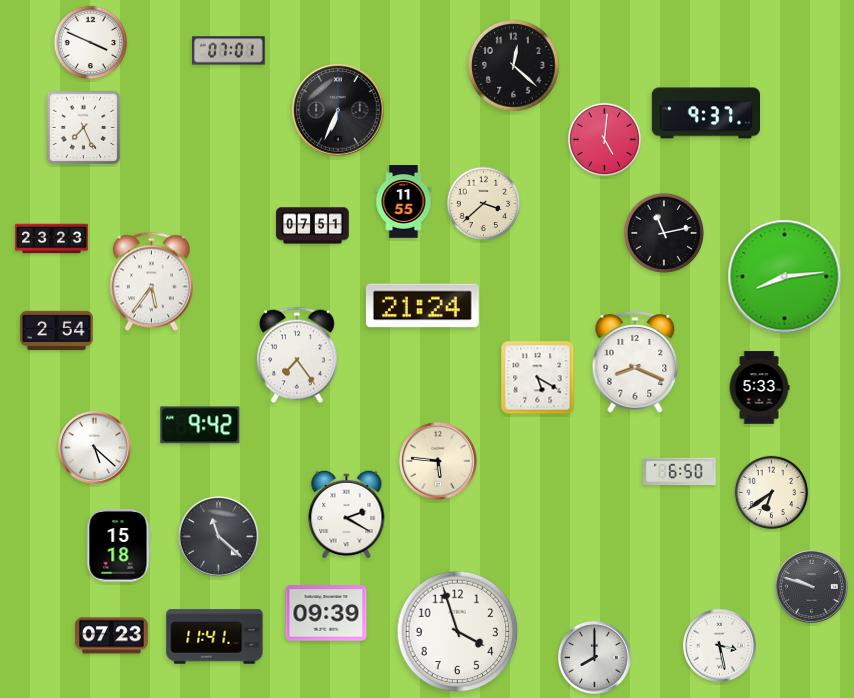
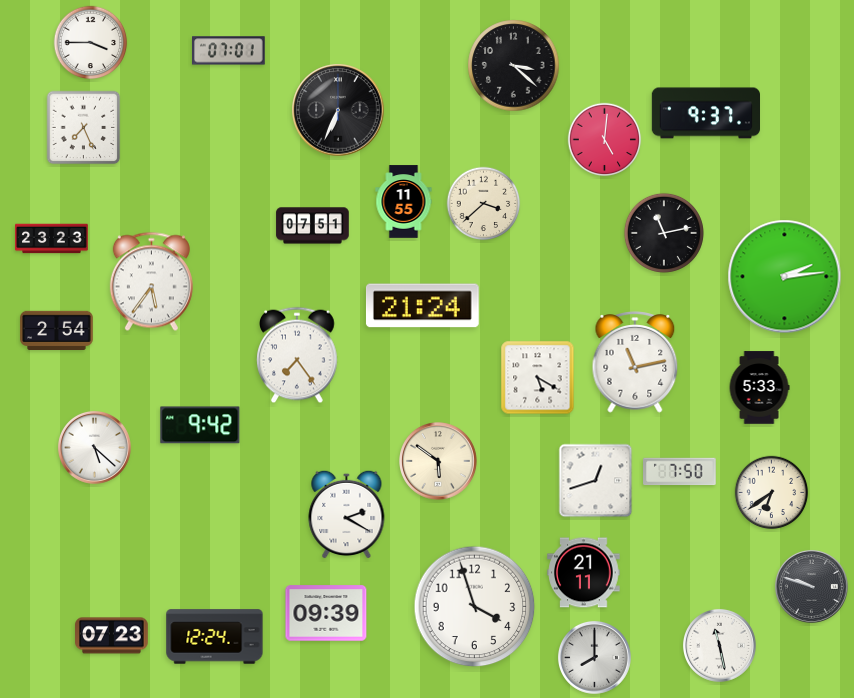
clock at (91, 43): 3:49 -> 3:45
clock at (514, 66): 12:22 -> 3:22
clock at (785, 277): 8:14 -> 2:14
clock at (635, 362): 8:19 -> 11:13
clock at (439, 462): 5:46 -> 5:51
clock at (680, 472): 6:50 -> 7:50
clock at (596, 481): none -> 12:42
clock at (219, 537): 11:22 -> none
clock at (118, 546): 15:18 -> none
clock at (584, 573): none -> 21:11
clock at (458, 632) position: (458, 632) -> (475, 607)
clock at (215, 637): 11:41 -> 12:24
clock at (719, 645): 3:28 -> 11:28
